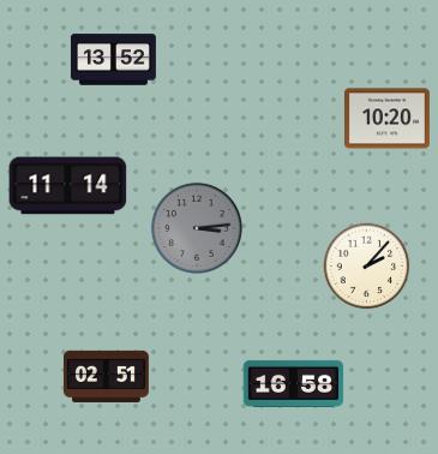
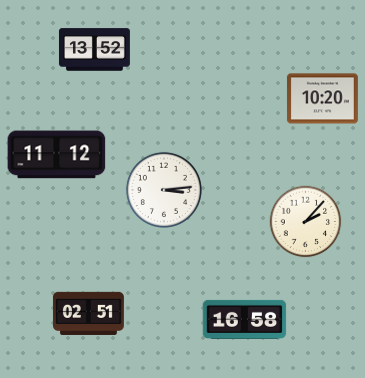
clock at (68, 186): 11:14 -> 11:12
clock at (197, 228) dial: grey -> white
